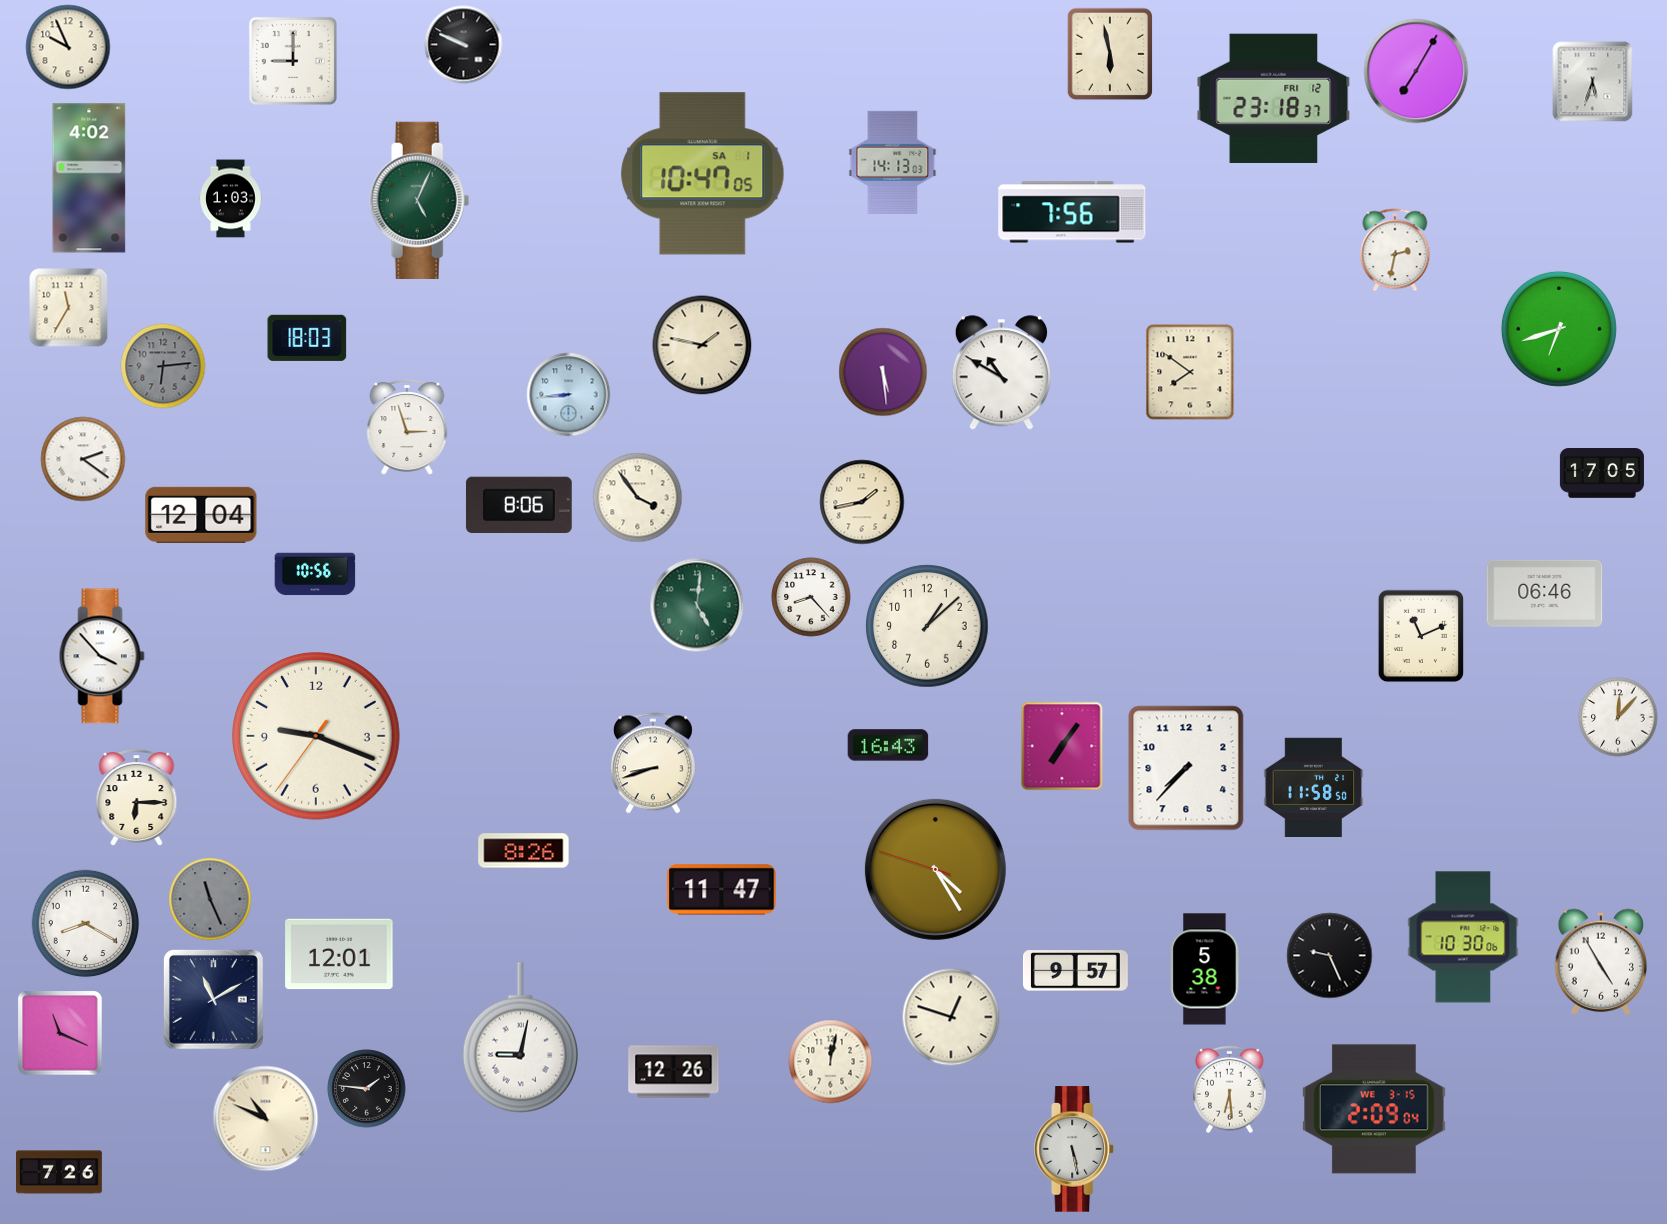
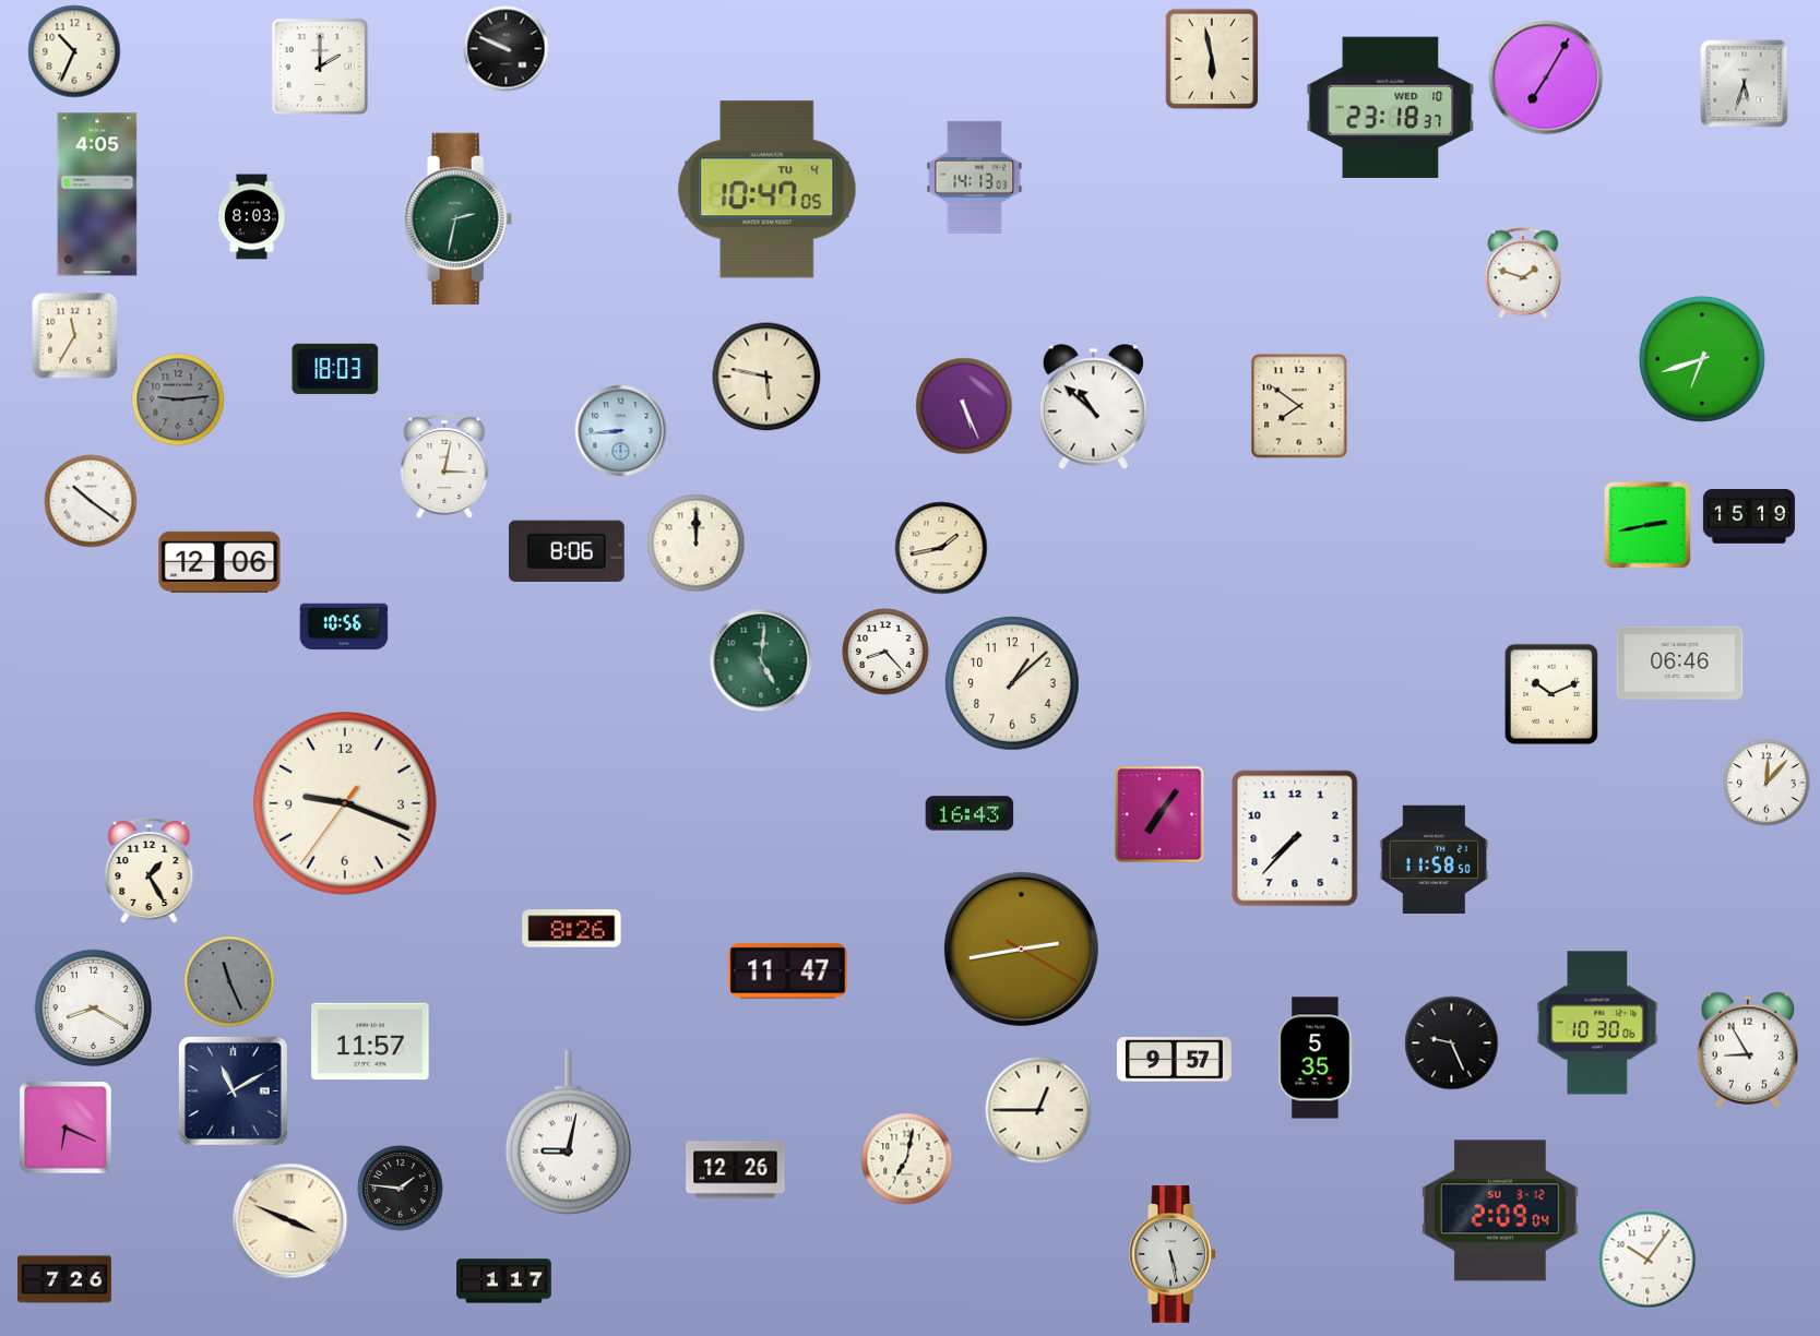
clock at (68, 47): 9:56 -> 10:34
clock at (293, 61): 9:00 -> 2:00
clock at (1593, 82) position: (1593, 82) -> (1745, 84)
clock at (1274, 98) date: FRI 12 -> WED 10
clock at (703, 174) date: SA 1 -> TU 4
clock at (89, 178): 4:02 -> 4:05
clock at (231, 199): 1:03 -> 8:03
clock at (420, 200): 5:04 -> 2:32
clock at (1072, 212): 7:56 -> none
clock at (1395, 250): 2:32 -> 1:48
clock at (702, 345): 1:47 -> 5:47
clock at (163, 366): 6:14 -> 9:14
clock at (883, 372): 5:29 -> 5:26
clock at (1001, 373): 10:50 -> 10:52
clock at (407, 427): 2:57 -> 3:02
clock at (83, 459): 2:21 -> 10:21
clock at (1602, 474): 17:05 -> 15:19
clock at (1647, 525): none -> 2:43
clock at (638, 498): 3:54 -> 12:00
clock at (201, 515): 12:04 -> 12:06
clock at (1545, 593) position: (1545, 593) -> (1680, 663)
clock at (1421, 636): 11:11 -> 10:11
clock at (102, 656): 3:53 -> none
clock at (653, 763): 8:42 -> none
clock at (137, 797): 6:15 -> 1:25
clock at (935, 869): 4:24 -> 2:43
clock at (339, 954): 12:01 -> 11:57
clock at (1601, 962): 4:55 -> 8:55
clock at (1205, 969): 5:38 -> 5:35
clock at (951, 1017): 12:48 -> 12:45
clock at (60, 1033): 11:19 -> 6:19
clock at (831, 1062): 12:02 -> 7:02
clock at (1230, 1090): 6:29 -> none
clock at (1375, 1109) date: WE 3-15 -> SU 3-12
clock at (266, 1119): 10:49 -> 3:49
clock at (1647, 1260): none -> 10:06
clock at (504, 1281): none -> 1:17
